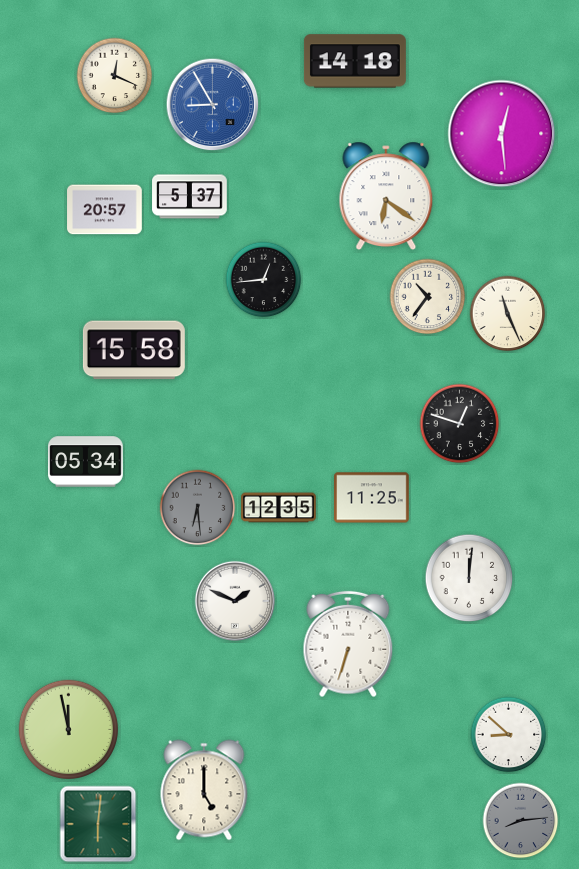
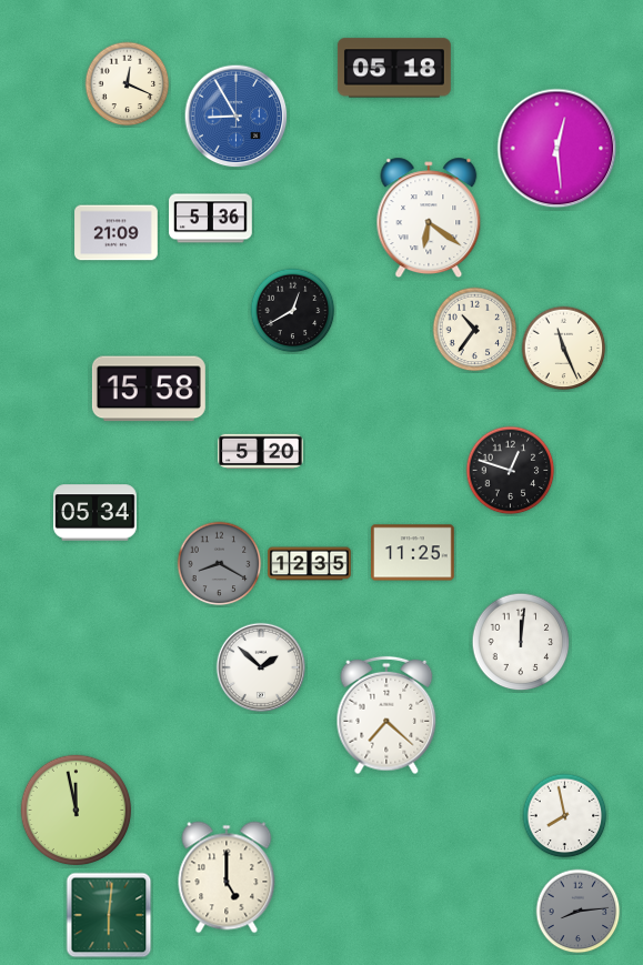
clock at (355, 61): 14:18 -> 05:18
clock at (190, 197): 5:37 -> 5:36
clock at (105, 210): 20:57 -> 21:09
clock at (264, 280): 12:44 -> 12:40
clock at (261, 452): none -> 5:20
clock at (198, 508): 6:29 -> 8:20
clock at (234, 600): 1:49 -> 1:52
clock at (348, 644): 6:33 -> 7:22
clock at (509, 735): 8:52 -> 7:58
